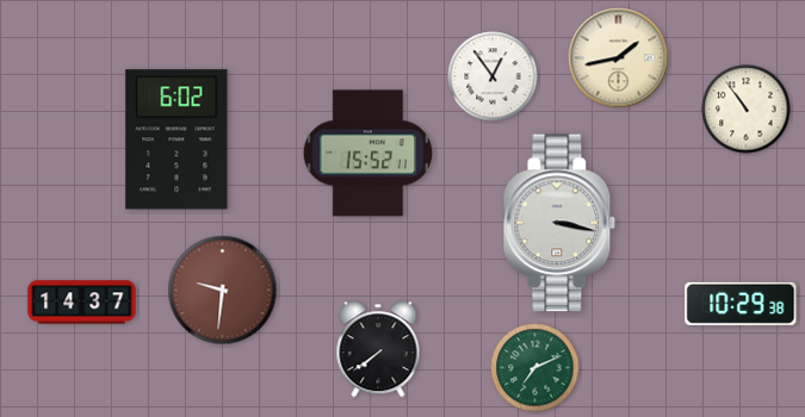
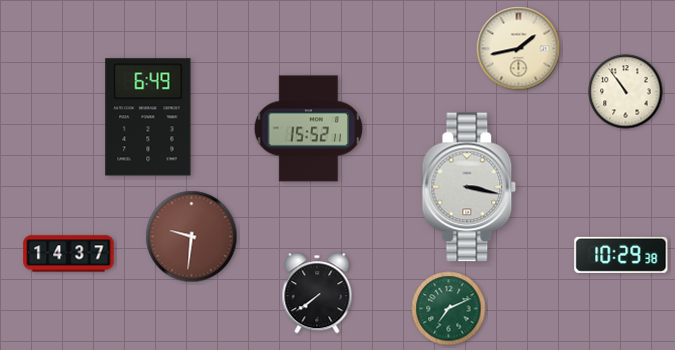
clock at (493, 76): 12:54 -> none
clock at (177, 139): 6:02 -> 6:49
clock at (223, 291) position: (223, 291) -> (192, 237)
